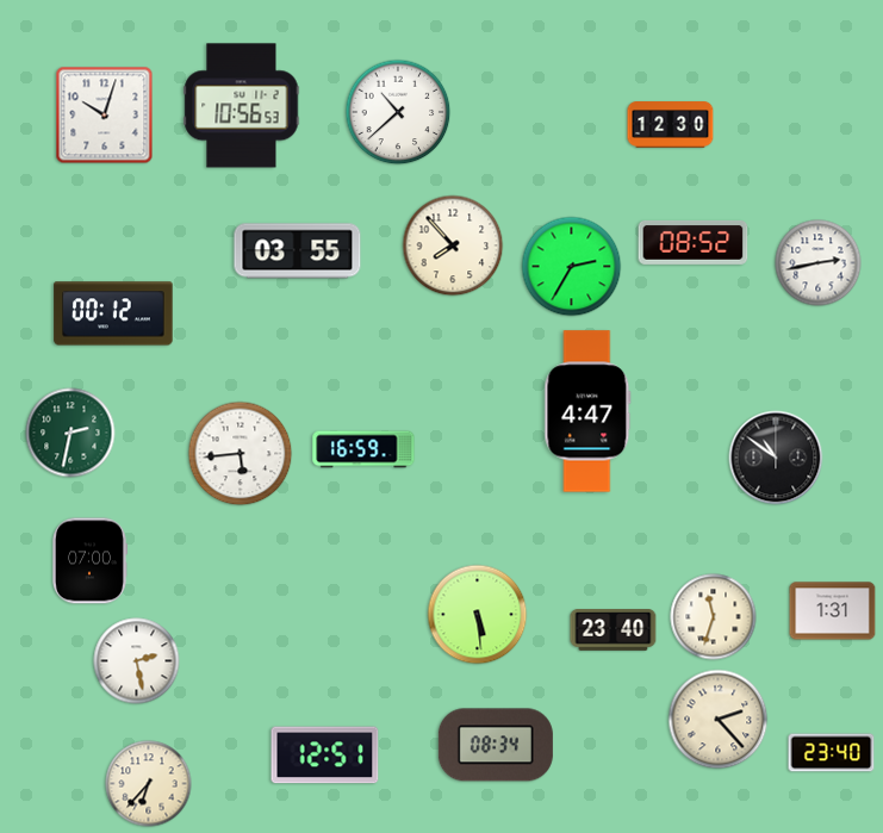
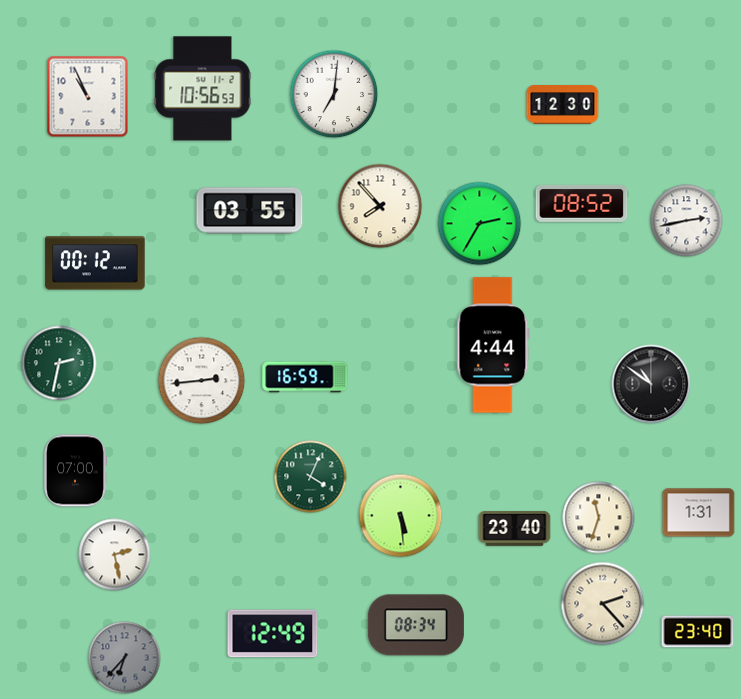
clock at (398, 112): 10:38 -> 7:01
clock at (105, 116): 10:03 -> 10:56
clock at (587, 411): 4:47 -> 4:44
clock at (241, 454): 5:44 -> 2:44
clock at (311, 477): none -> 4:04
clock at (325, 756): 12:51 -> 12:49
clock at (149, 784) dial: cream -> grey
